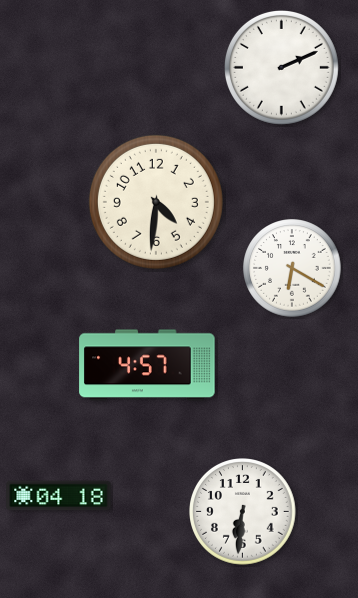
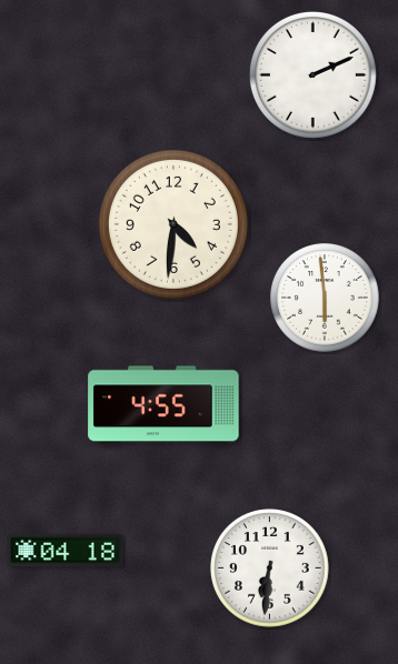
clock at (292, 268): 6:20 -> 5:59
clock at (147, 365): 4:57 -> 4:55
